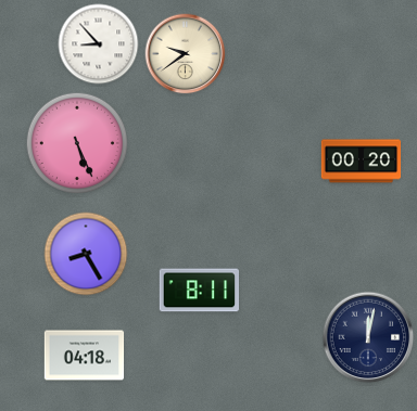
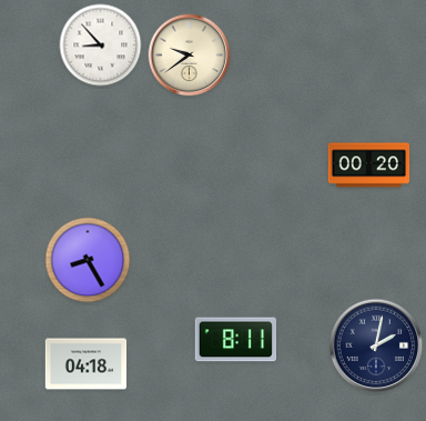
clock at (76, 142): 5:26 -> none
clock at (199, 291) position: (199, 291) -> (235, 340)
clock at (368, 337): 12:02 -> 2:02
